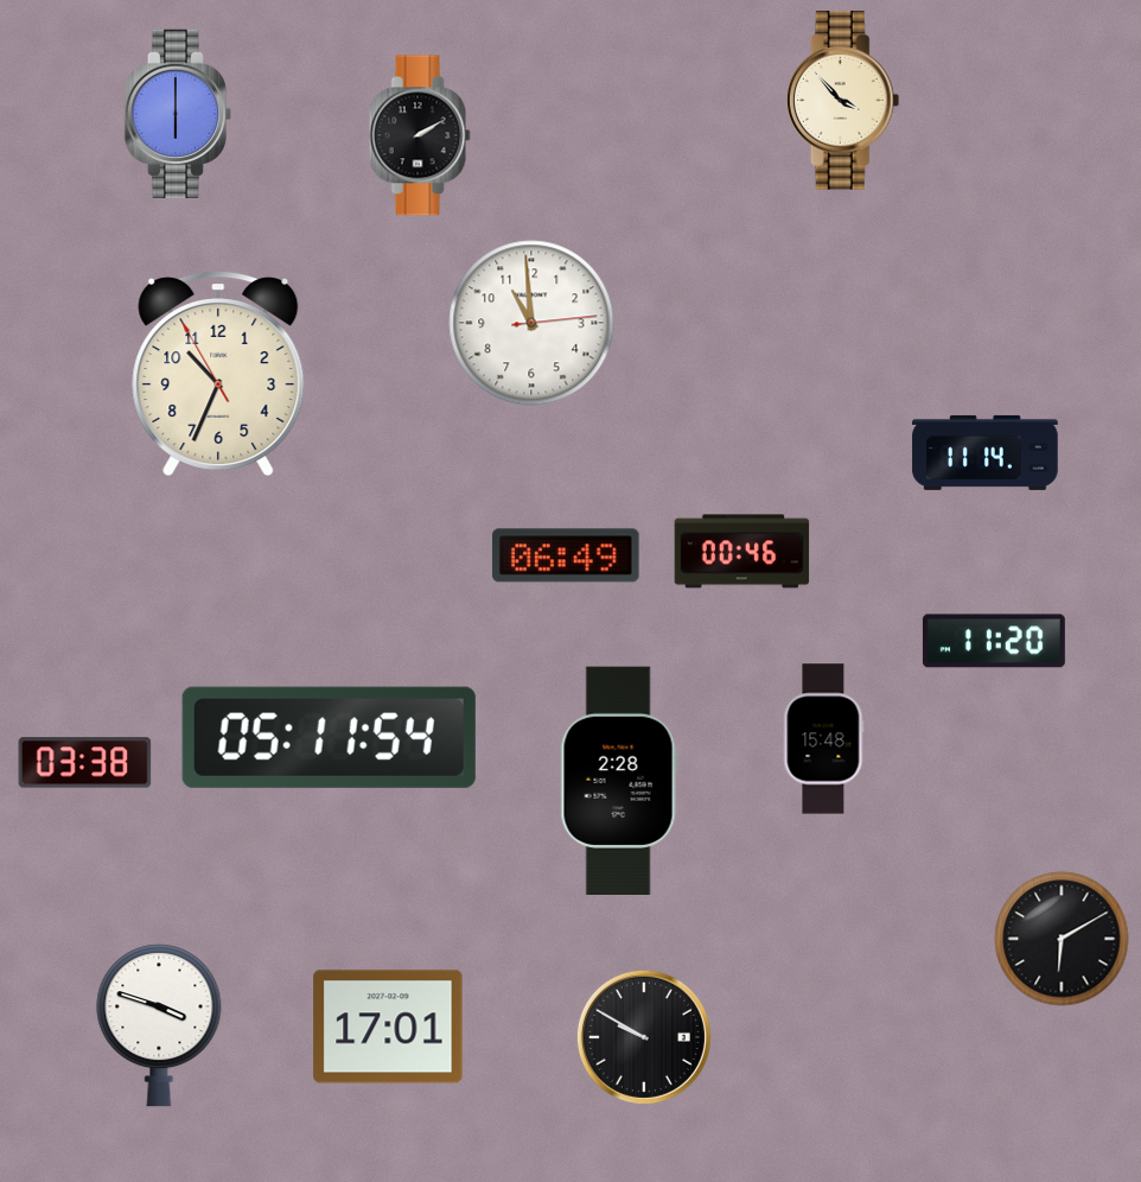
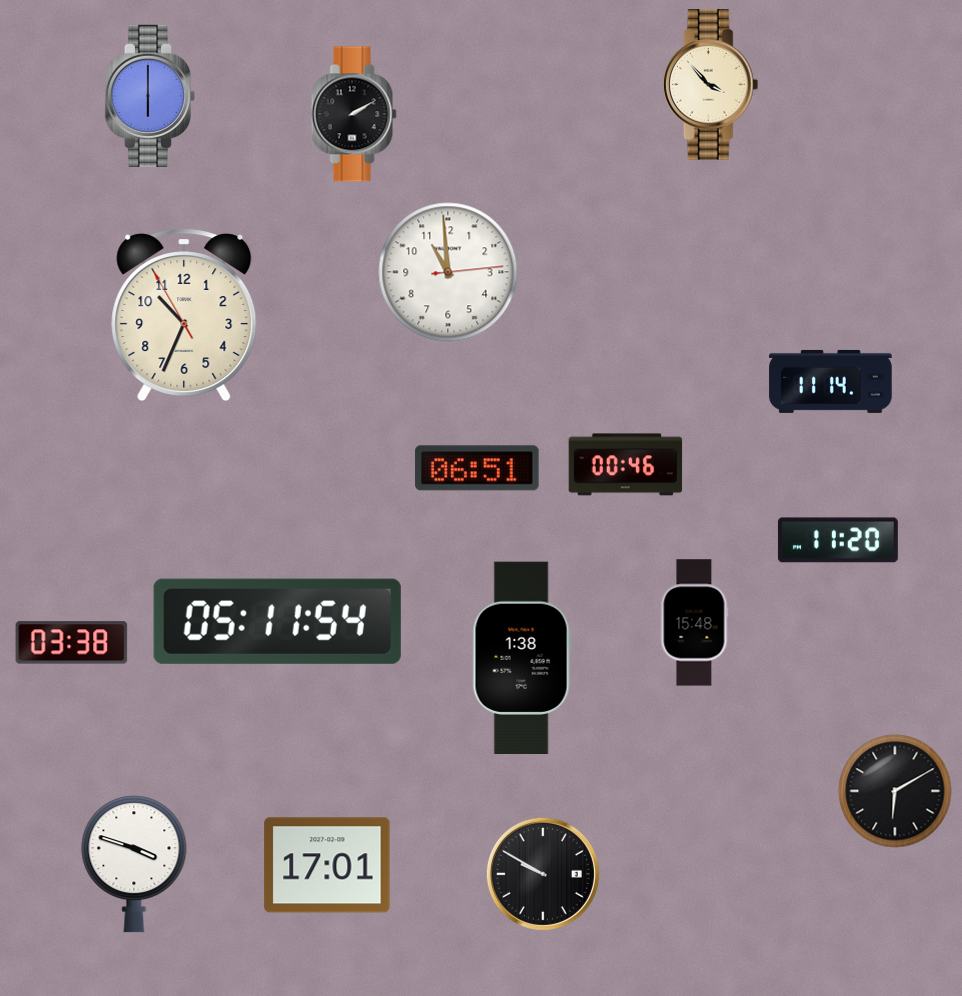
clock at (566, 555): 06:49 -> 06:51
clock at (619, 781): 2:28 -> 1:38
